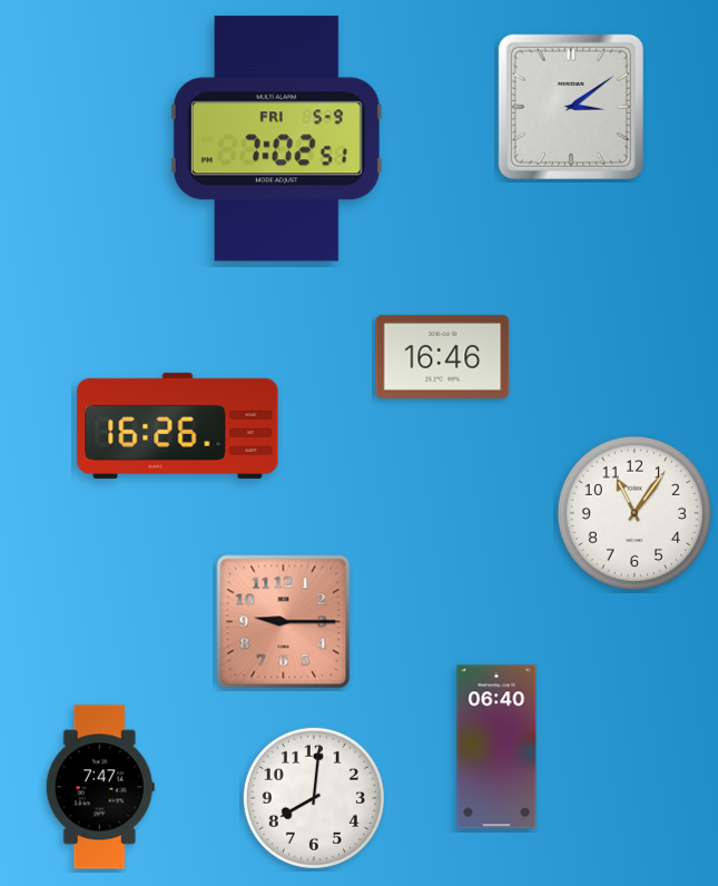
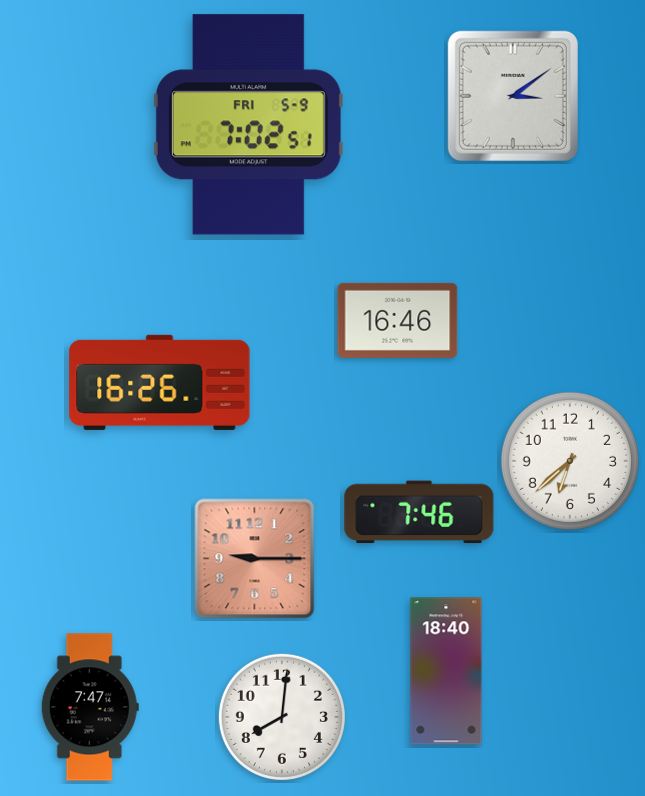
clock at (635, 513): 11:06 -> 6:38
clock at (419, 512): none -> 7:46
clock at (496, 747): 06:40 -> 18:40
